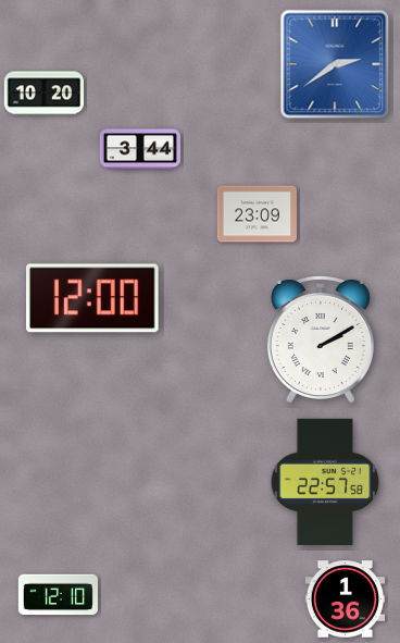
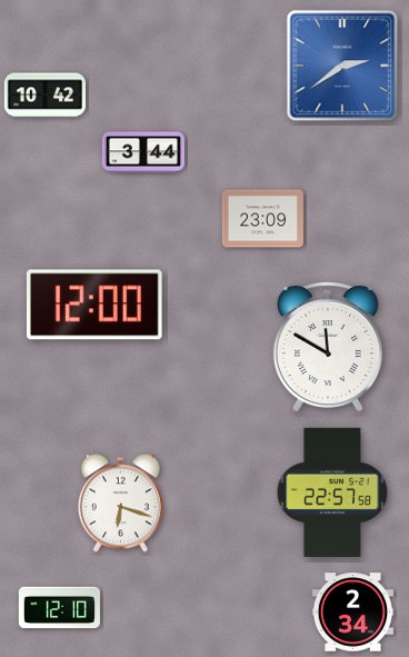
clock at (45, 94): 10:20 -> 10:42
clock at (321, 338): 2:10 -> 11:50
clock at (120, 504): none -> 6:18
clock at (345, 599): 1:36 -> 2:34
